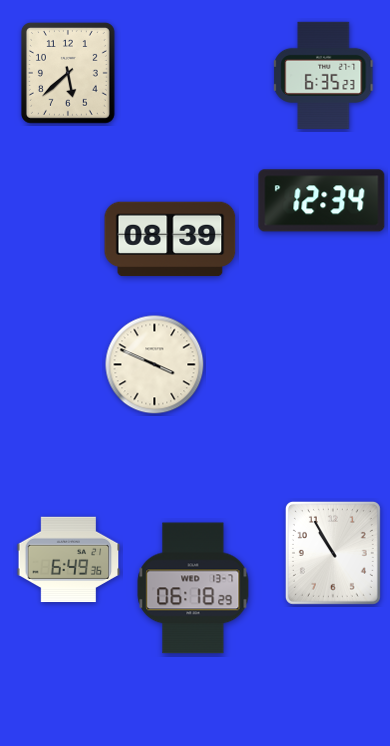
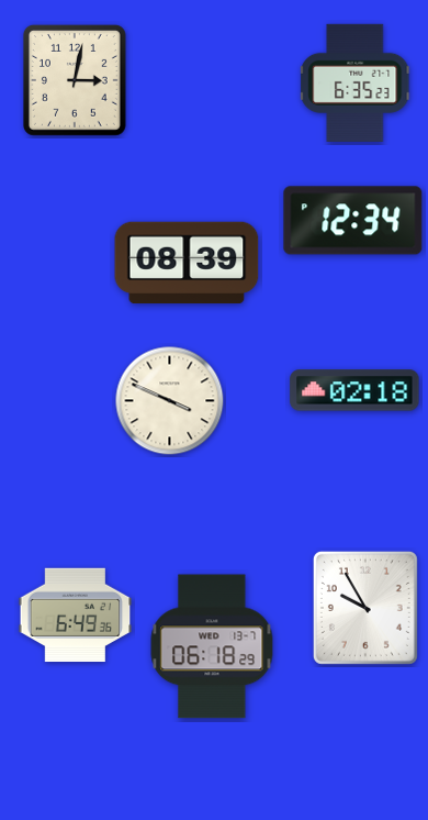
clock at (68, 73): 5:38 -> 3:02
clock at (354, 390): none -> 02:18
clock at (333, 553): 10:55 -> 9:55
